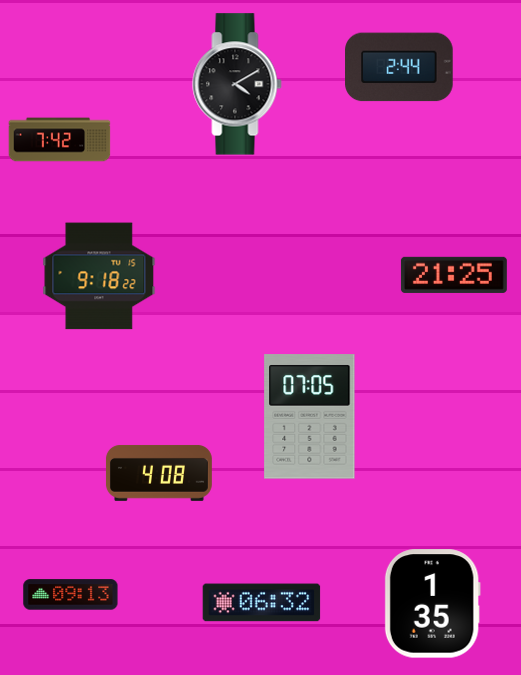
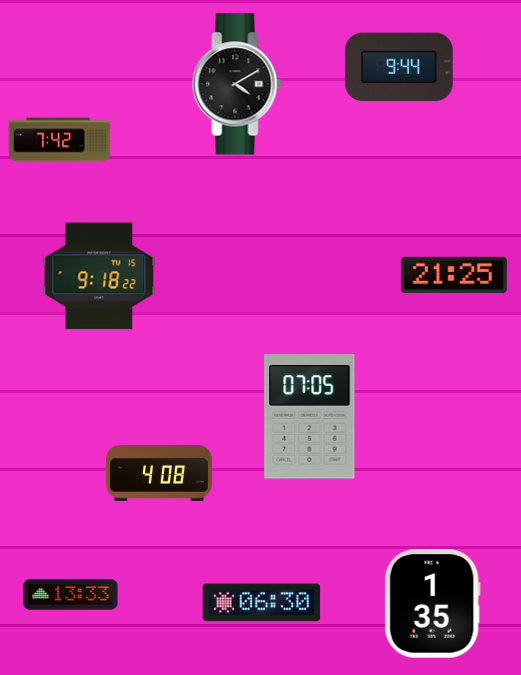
clock at (399, 67): 2:44 -> 9:44
clock at (71, 595): 09:13 -> 13:33
clock at (262, 603): 06:32 -> 06:30
